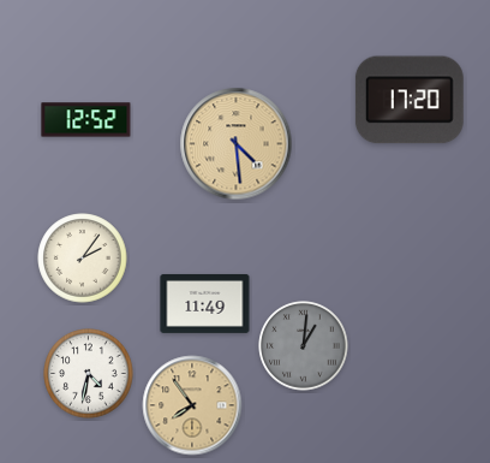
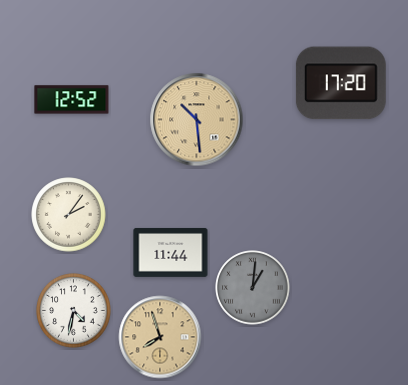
clock at (237, 144): 4:29 -> 10:29
clock at (205, 303): 11:49 -> 11:44
clock at (192, 405): 7:54 -> 7:57
